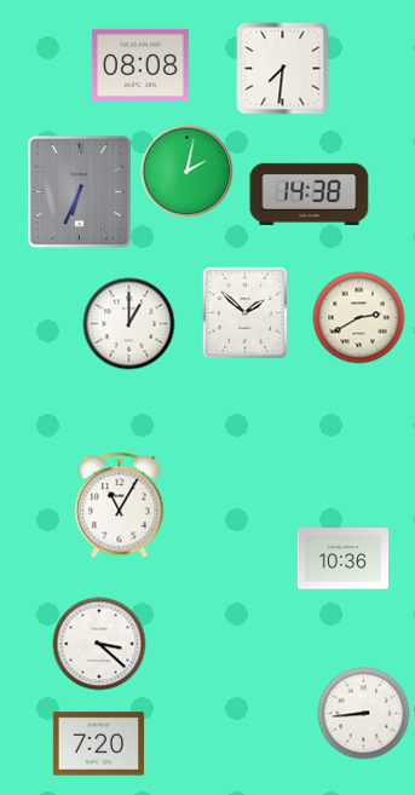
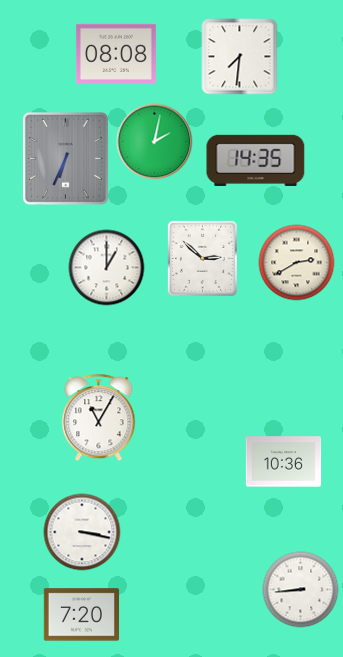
clock at (283, 69) position: (283, 69) -> (240, 57)
clock at (310, 194): 14:38 -> 14:35
clock at (244, 312): 1:52 -> 2:52
clock at (99, 644): 3:22 -> 3:17
